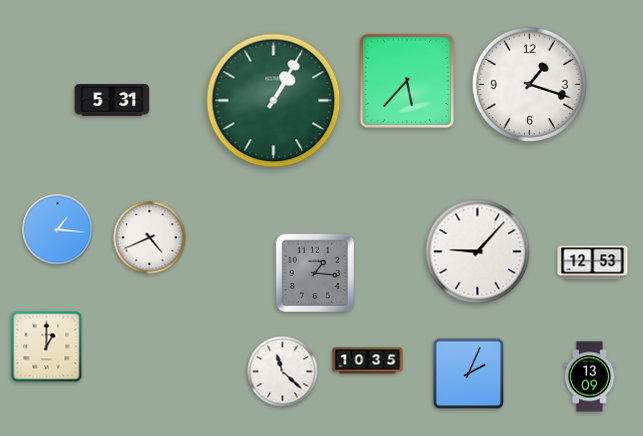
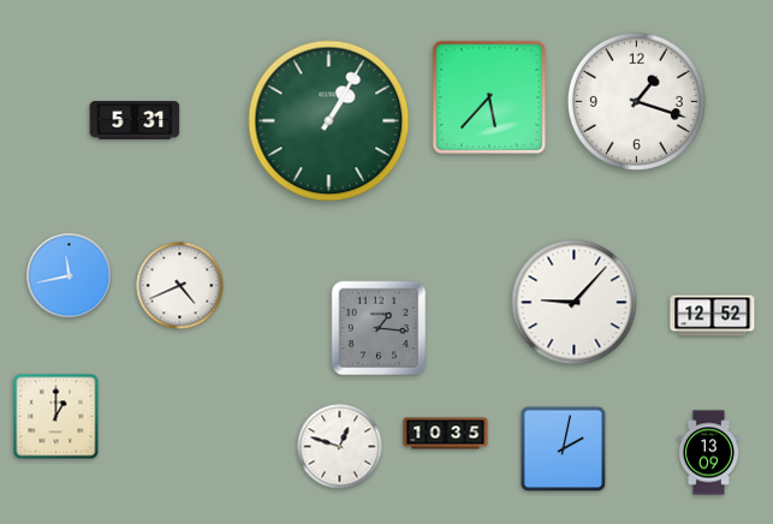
clock at (58, 230): 1:16 -> 11:43
clock at (593, 263): 12:53 -> 12:52
clock at (368, 361) position: (368, 361) -> (446, 434)
clock at (283, 372): 11:22 -> 12:48
clock at (469, 374): 2:04 -> 2:02
